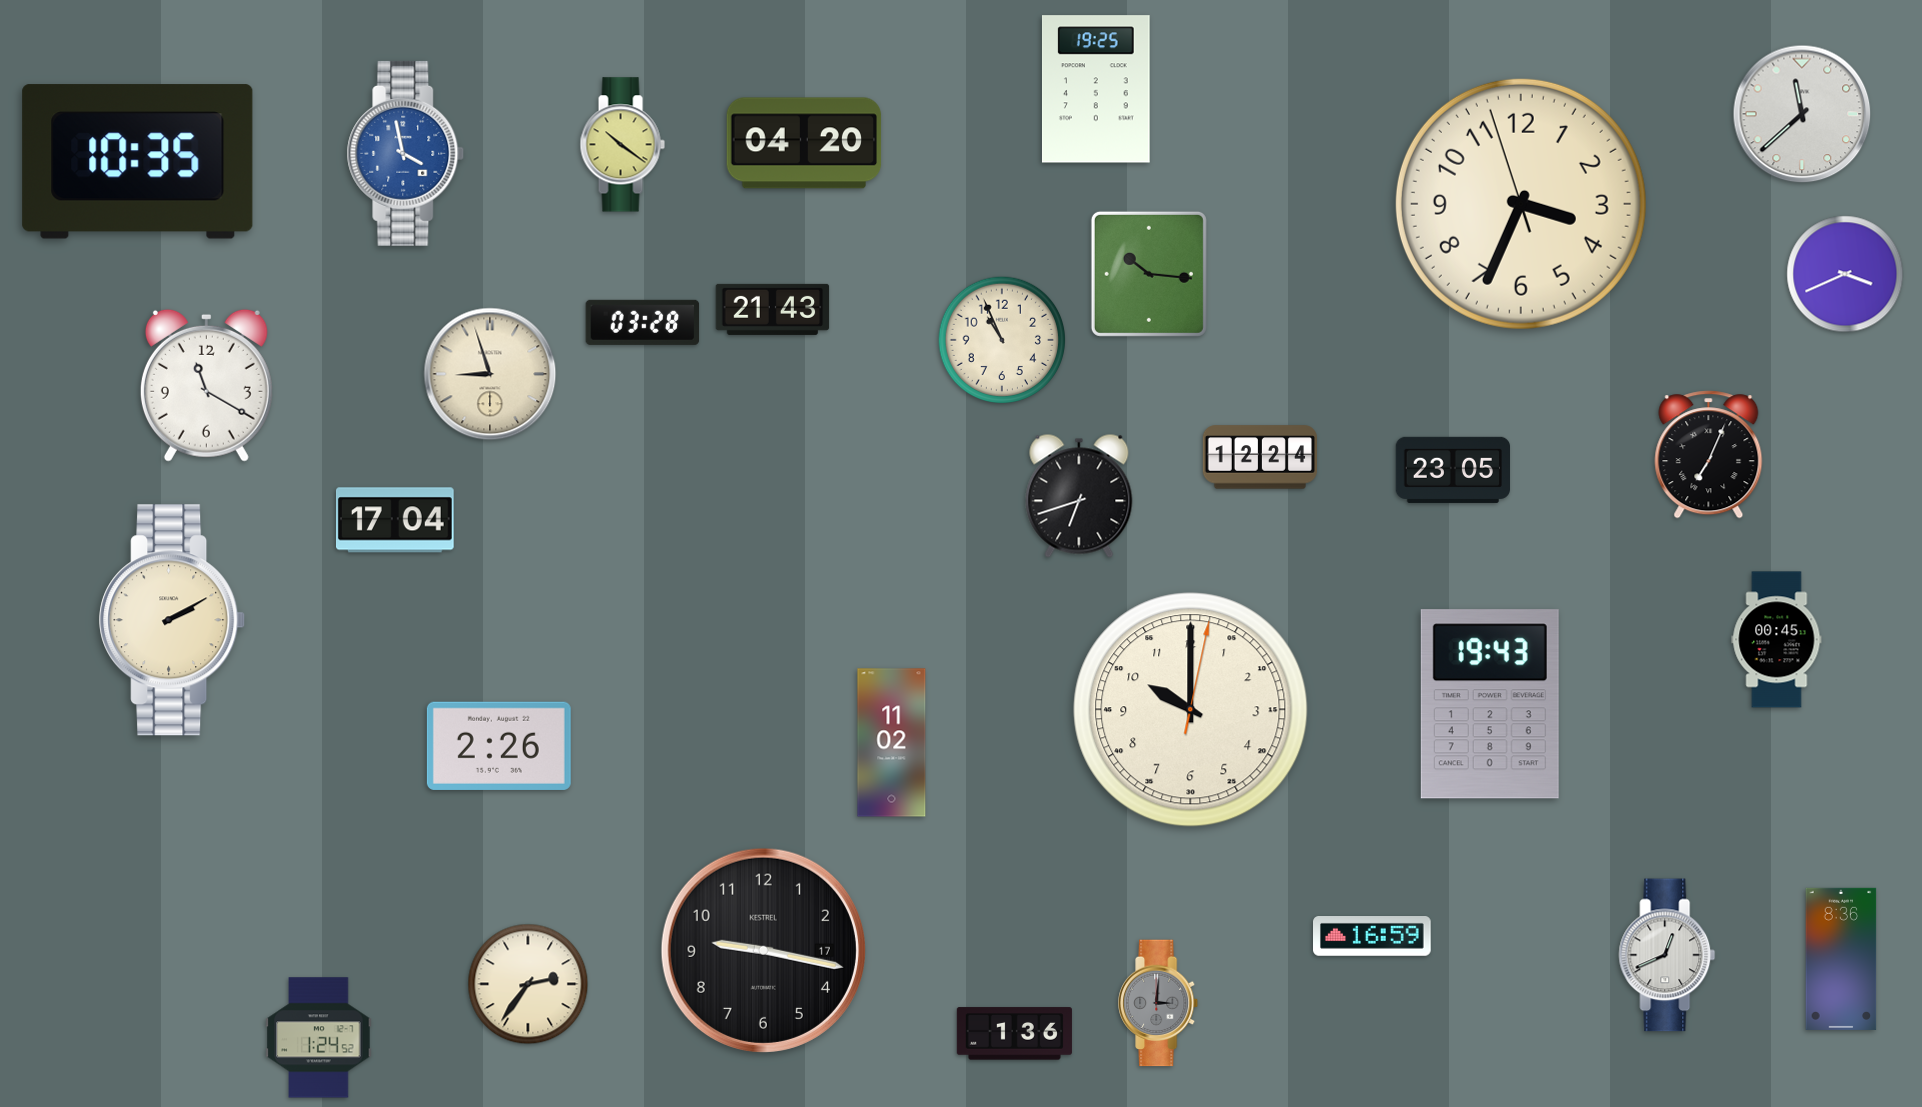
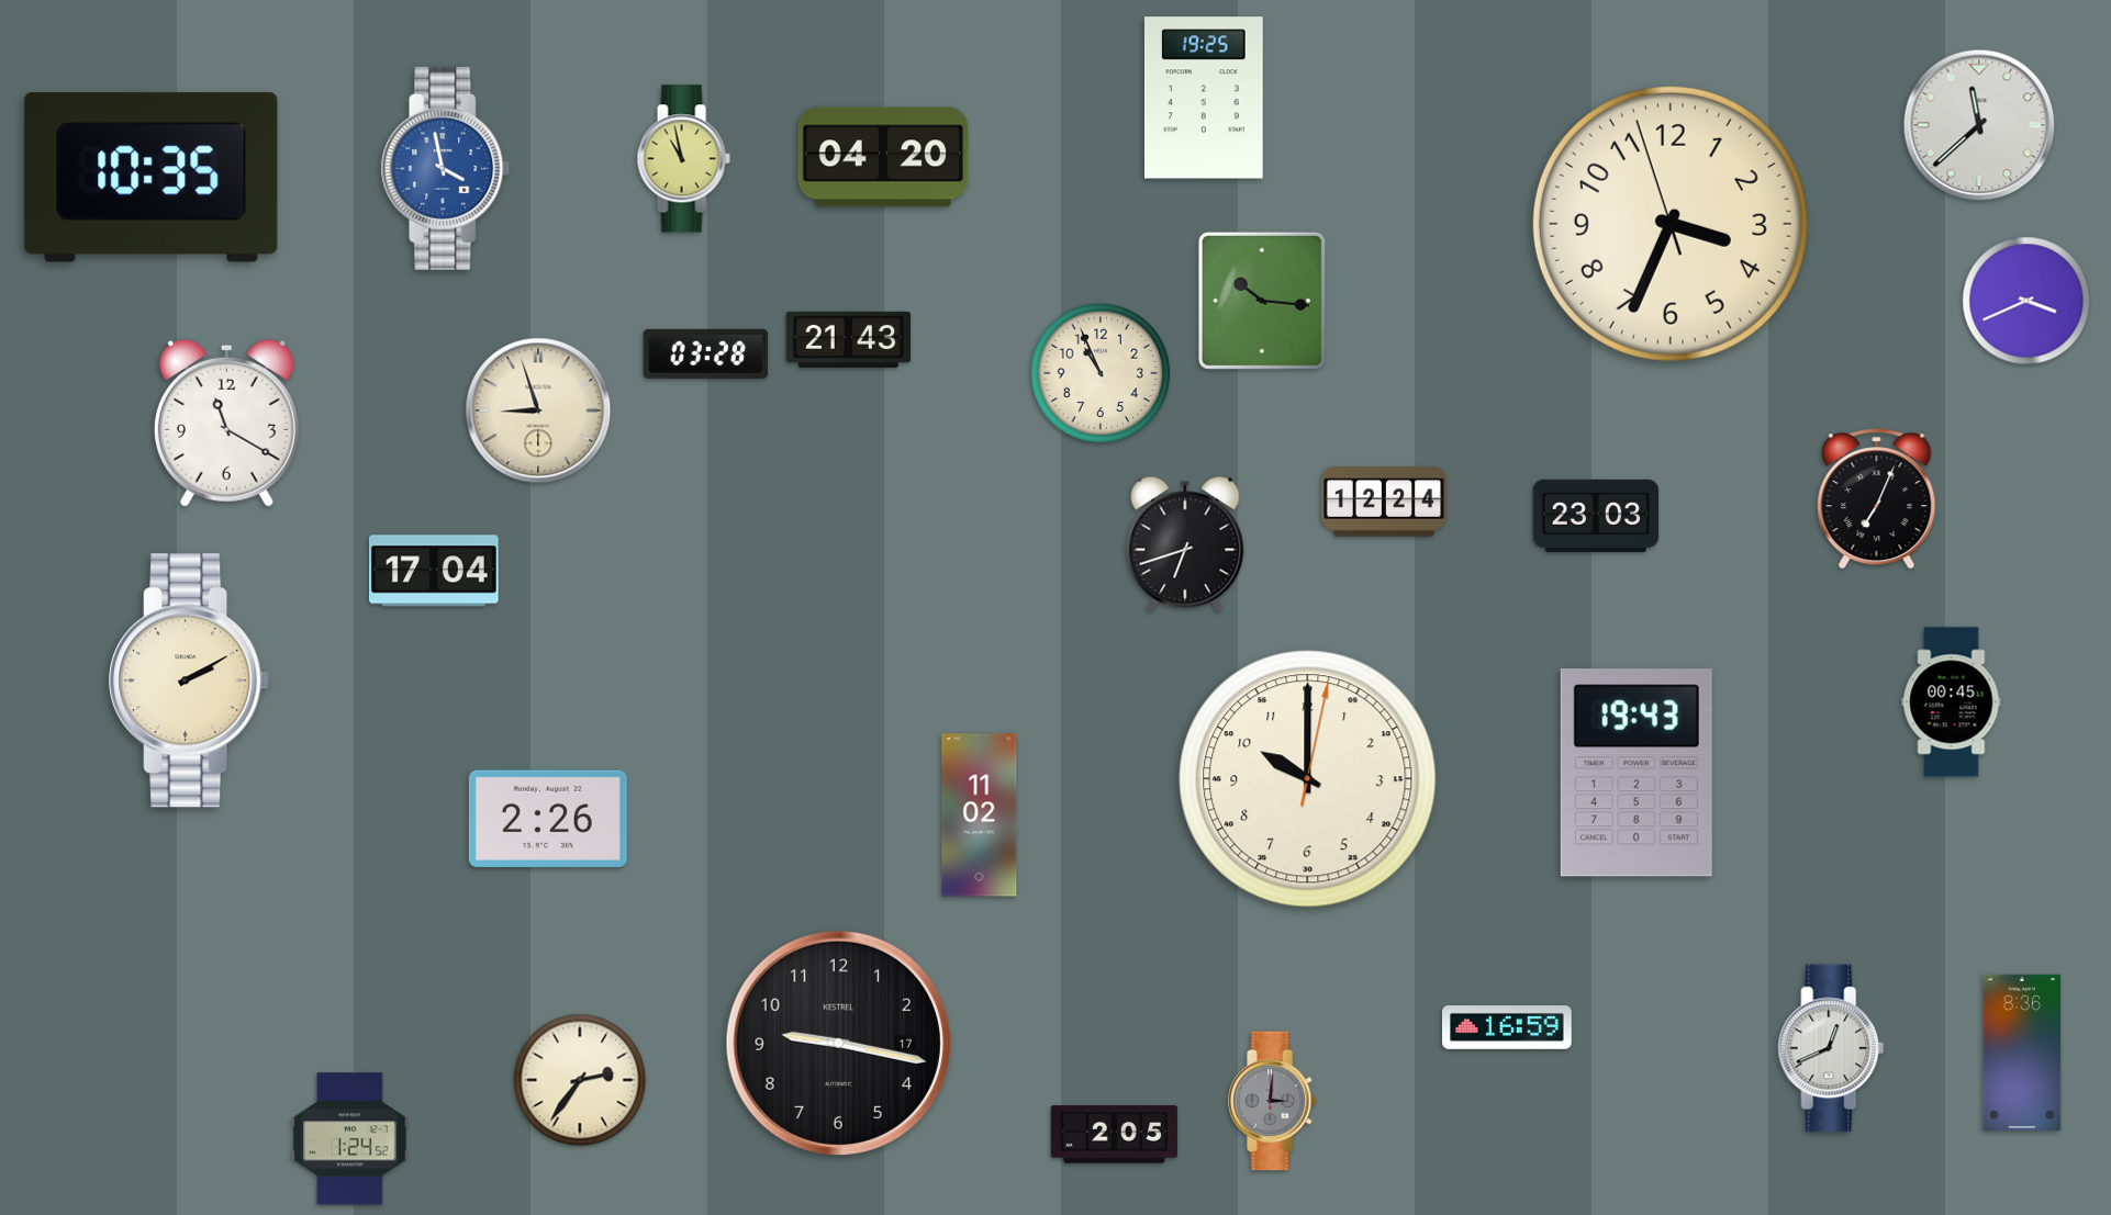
clock at (622, 145): 10:21 -> 10:58
clock at (1452, 470): 23:05 -> 23:03
clock at (1014, 1034): 1:36 -> 2:05
